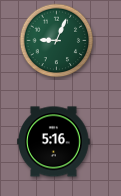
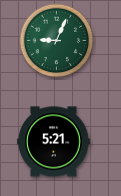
clock at (54, 142): 5:16 -> 5:21
